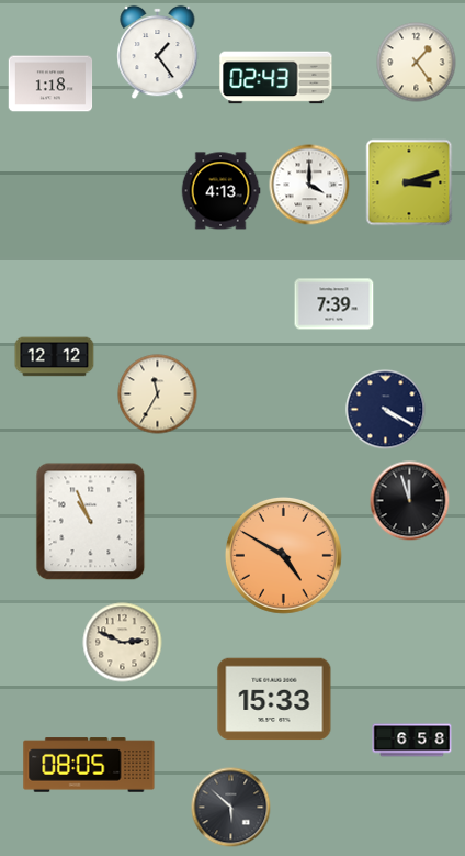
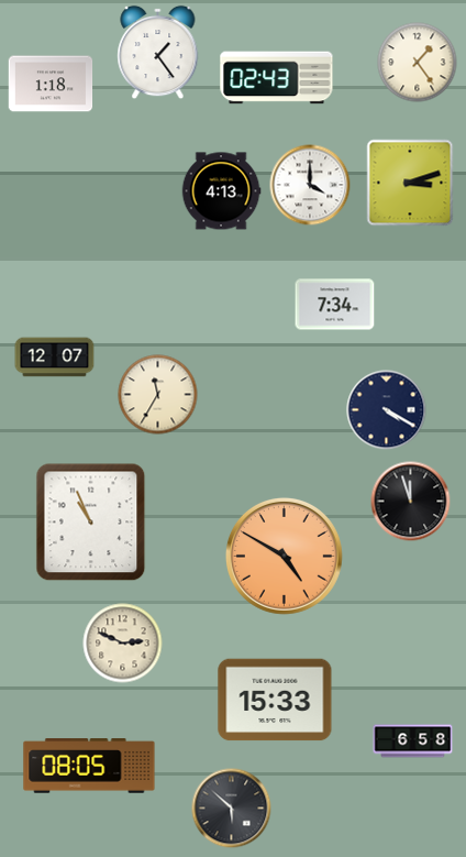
clock at (334, 304): 7:39 -> 7:34
clock at (55, 357): 12:12 -> 12:07
